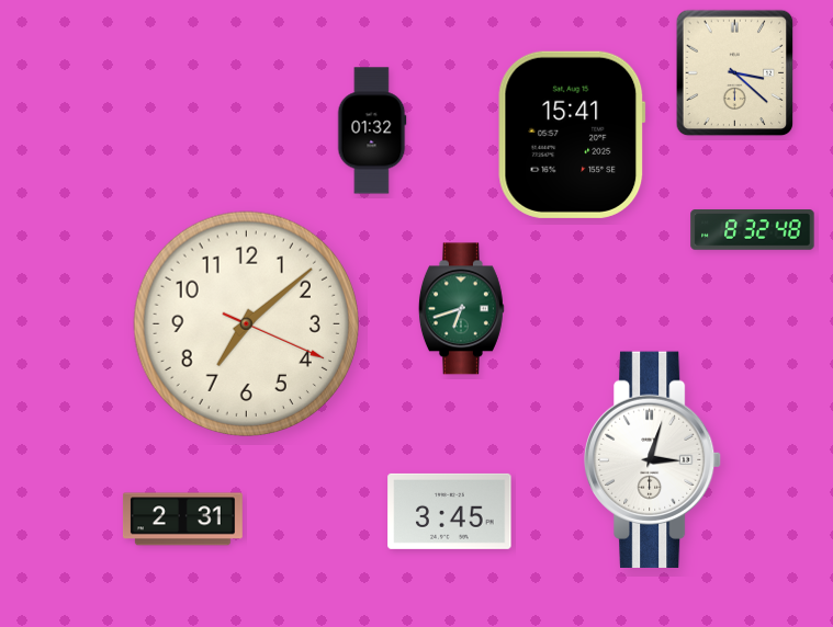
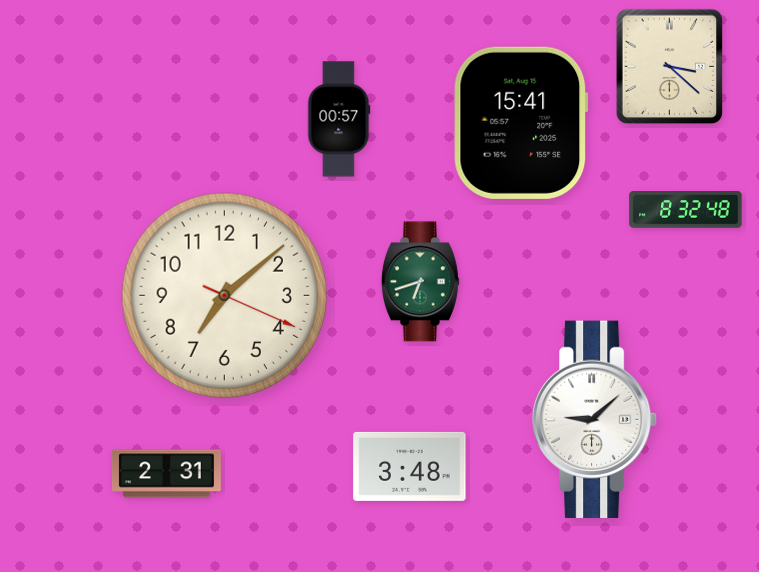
clock at (372, 130): 01:32 -> 00:57
clock at (654, 459): 3:03 -> 9:08
clock at (450, 511): 3:45 -> 3:48
